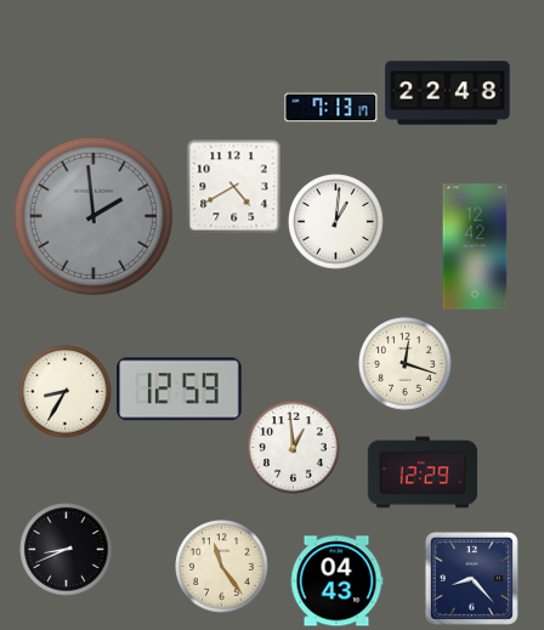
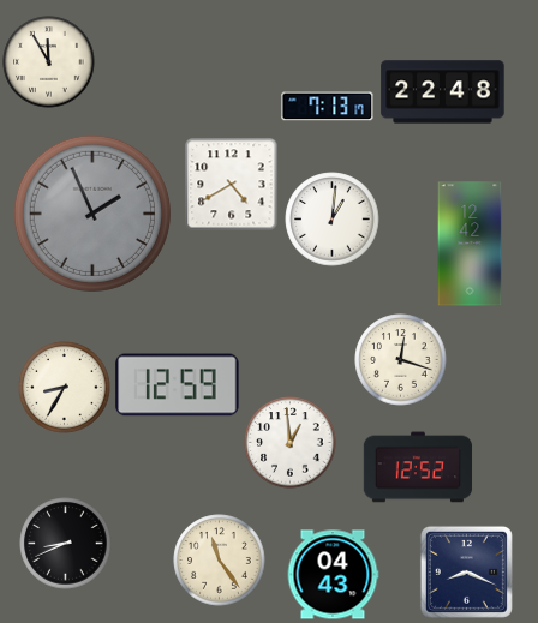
clock at (49, 62): none -> 11:55
clock at (93, 216): 1:59 -> 1:56
clock at (423, 472): 12:29 -> 12:52
clock at (471, 578): 8:23 -> 8:19
